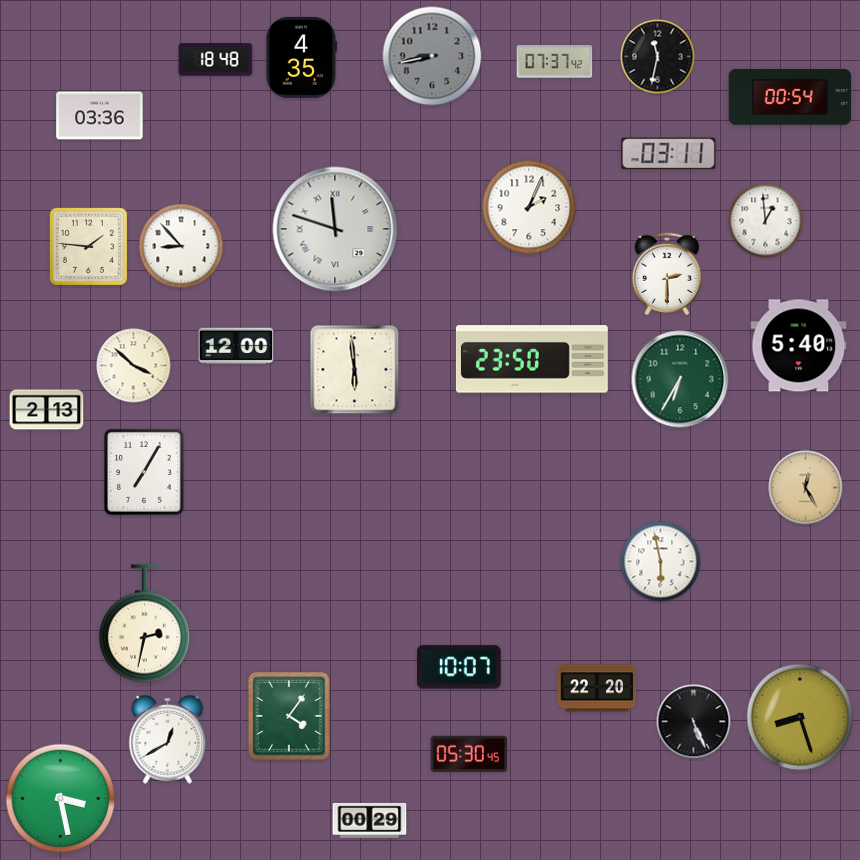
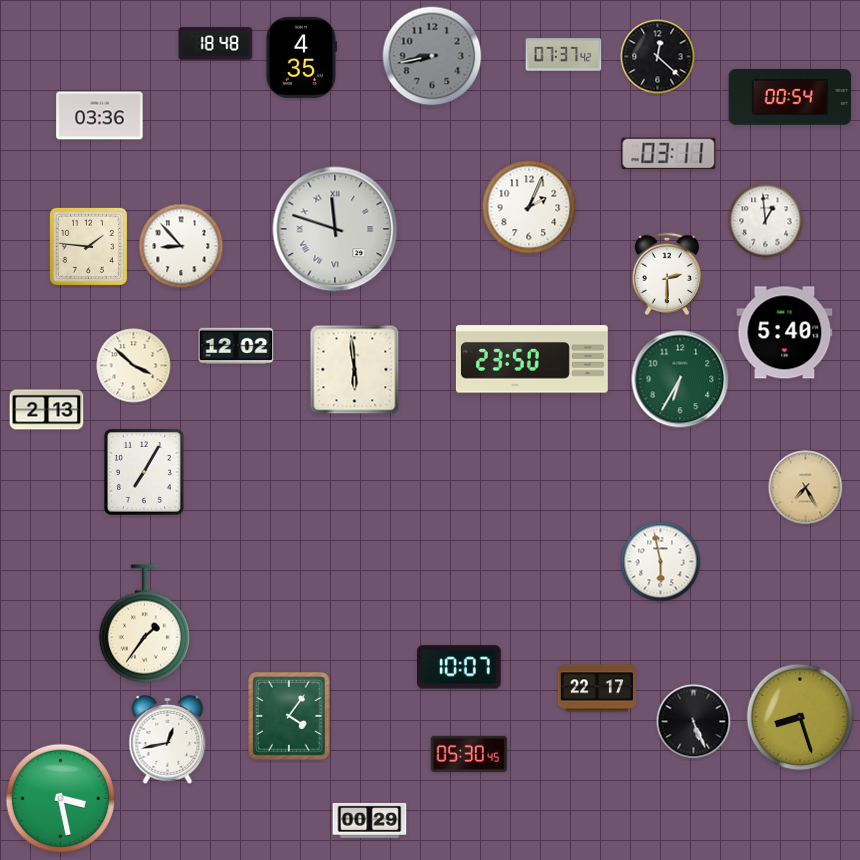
clock at (658, 57): 11:32 -> 12:22
clock at (216, 60) position: (216, 60) -> (216, 44)
clock at (555, 62) position: (555, 62) -> (564, 55)
clock at (236, 346): 12:00 -> 12:02
clock at (799, 346) position: (799, 346) -> (785, 333)
clock at (806, 488): 12:25 -> 7:25
clock at (144, 624): 2:32 -> 1:36
clock at (597, 688): 22:20 -> 22:17
clock at (168, 740): 12:40 -> 12:43
